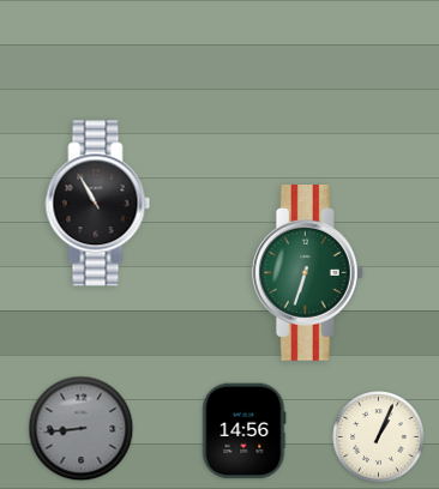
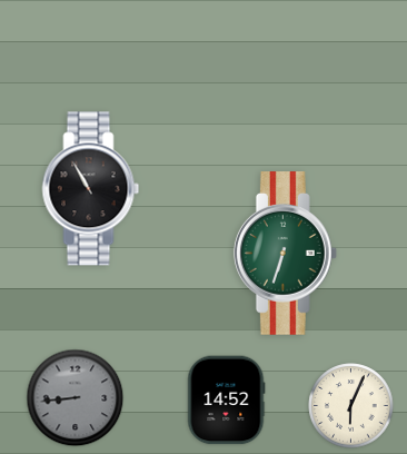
clock at (243, 431): 14:56 -> 14:52
clock at (379, 437): 1:04 -> 6:04
